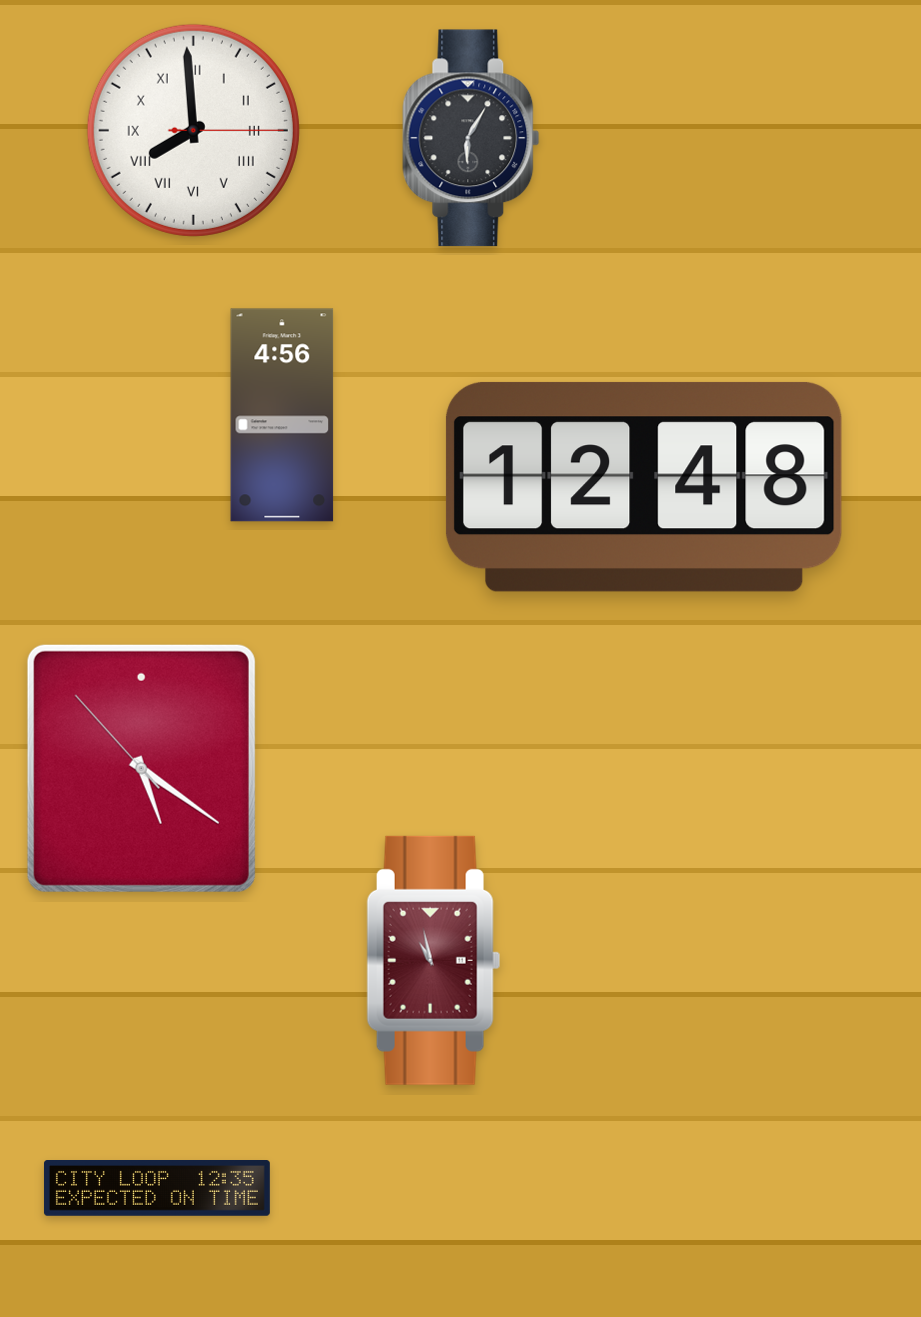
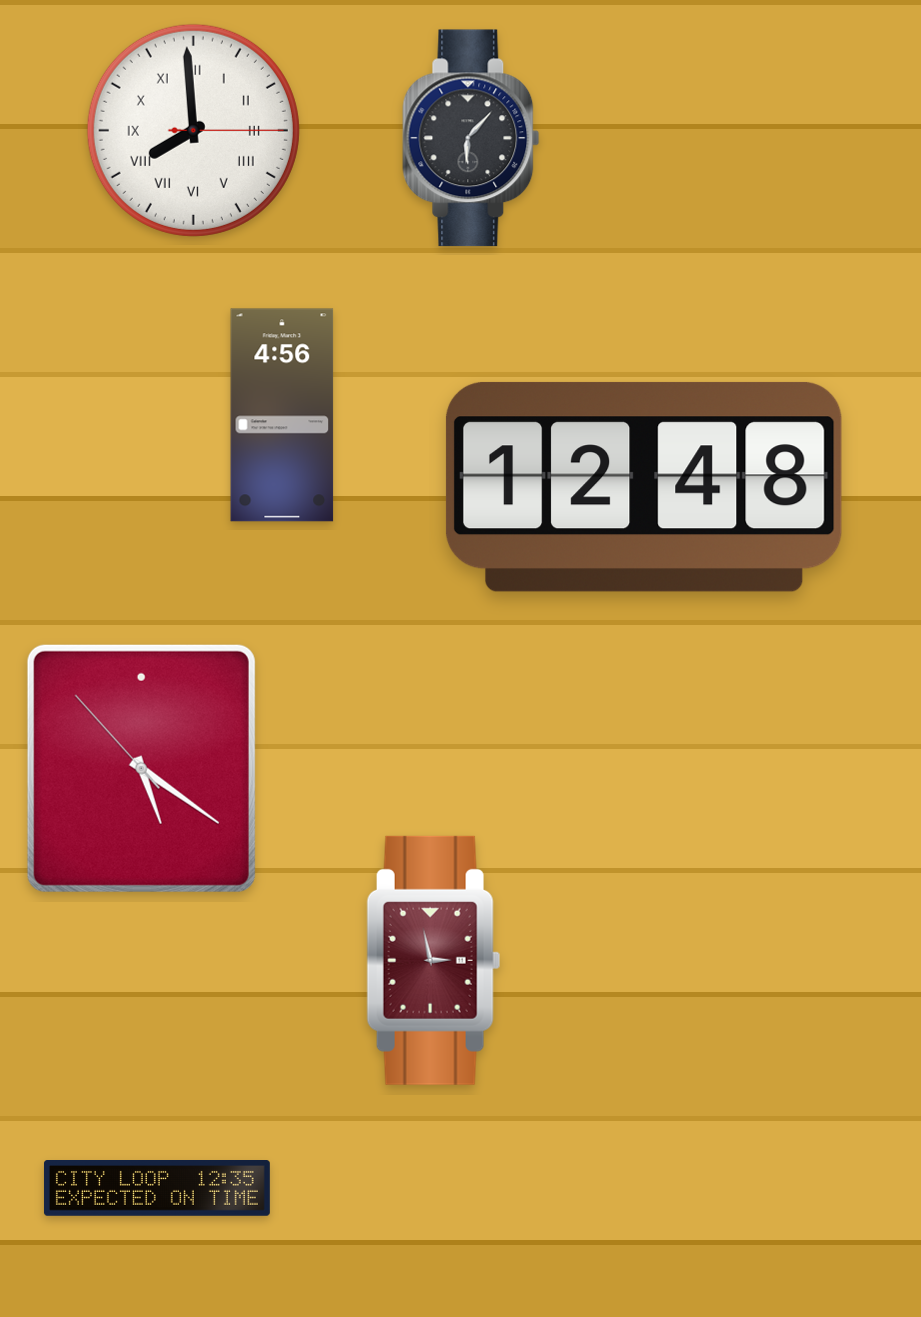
clock at (471, 138): 6:05 -> 6:07
clock at (434, 960): 10:58 -> 2:58
